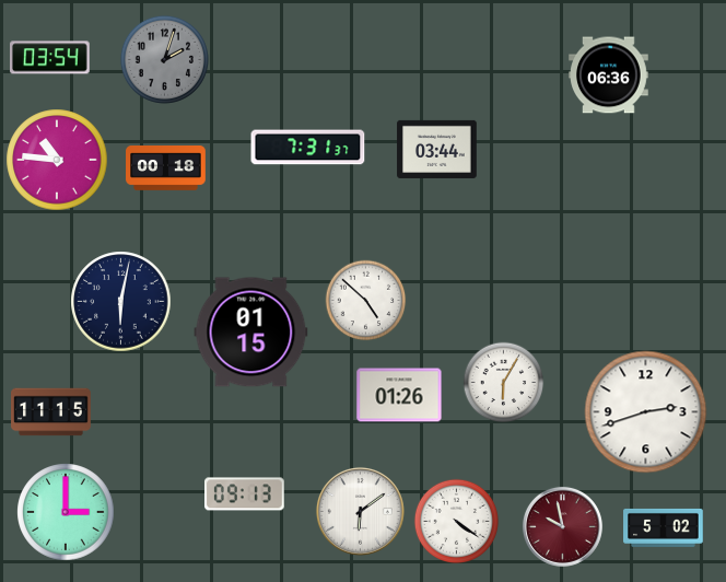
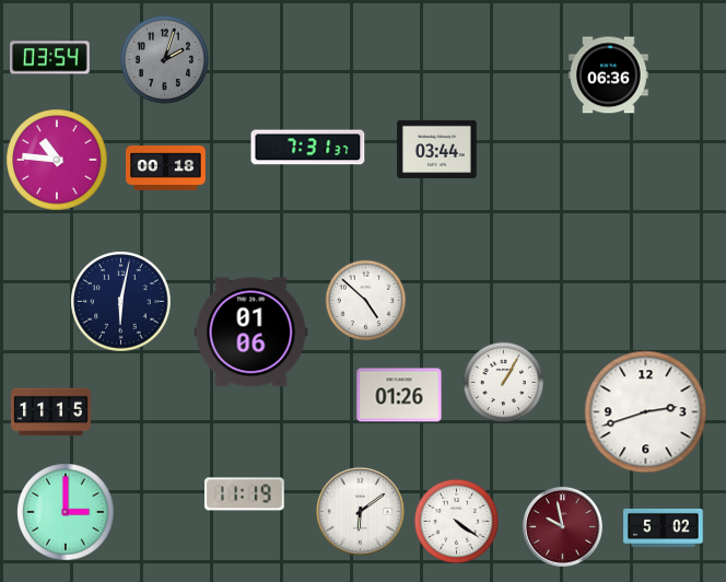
clock at (251, 333): 01:15 -> 01:06
clock at (504, 383): 6:05 -> 1:05
clock at (245, 494): 09:13 -> 11:19
